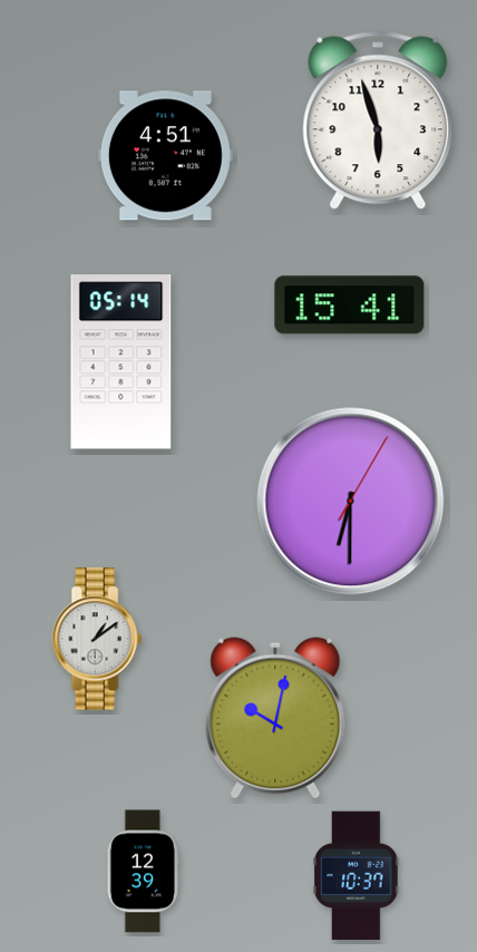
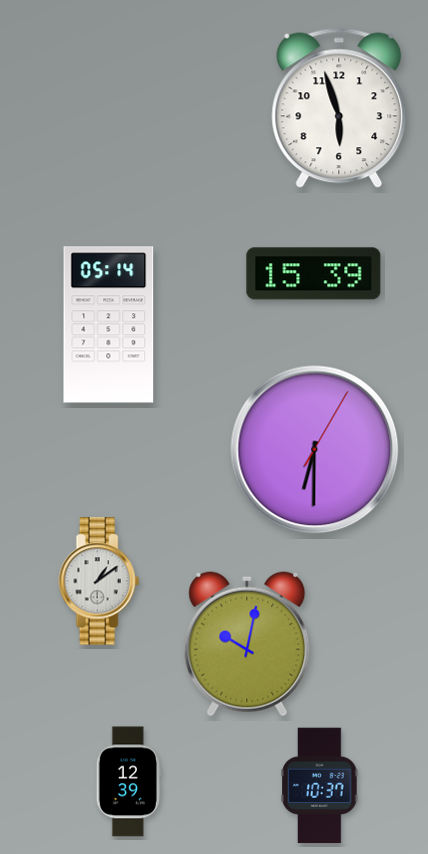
clock at (165, 156): 4:51 -> none
clock at (350, 305): 15:41 -> 15:39
clock at (97, 639) position: (97, 639) -> (99, 581)
